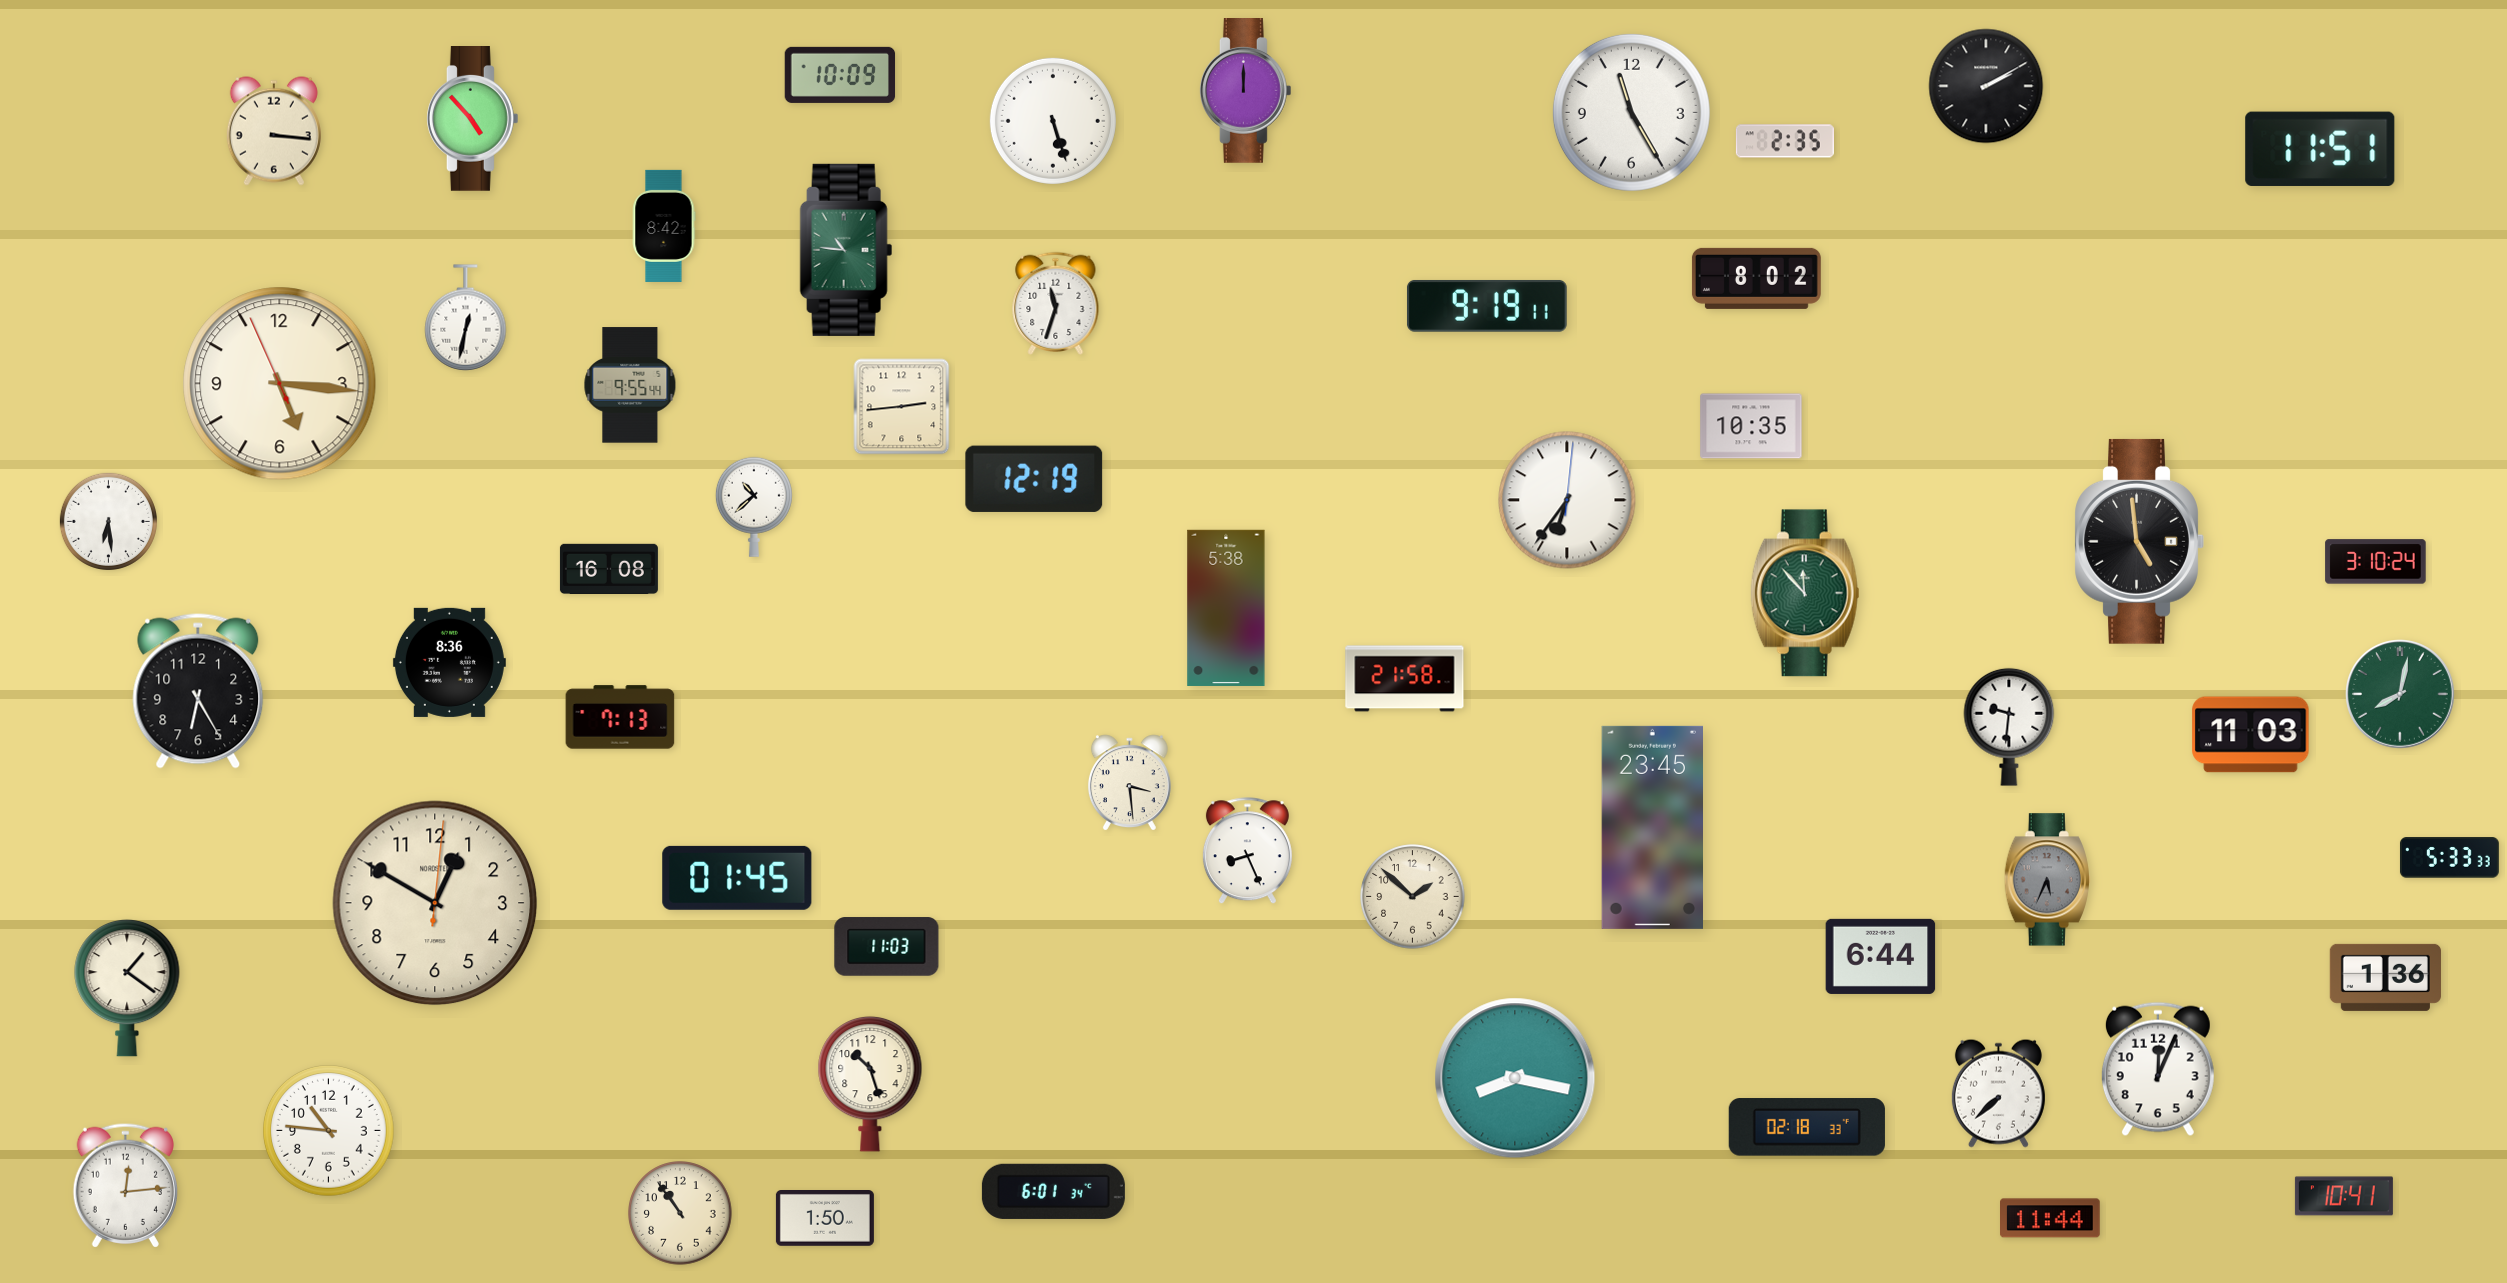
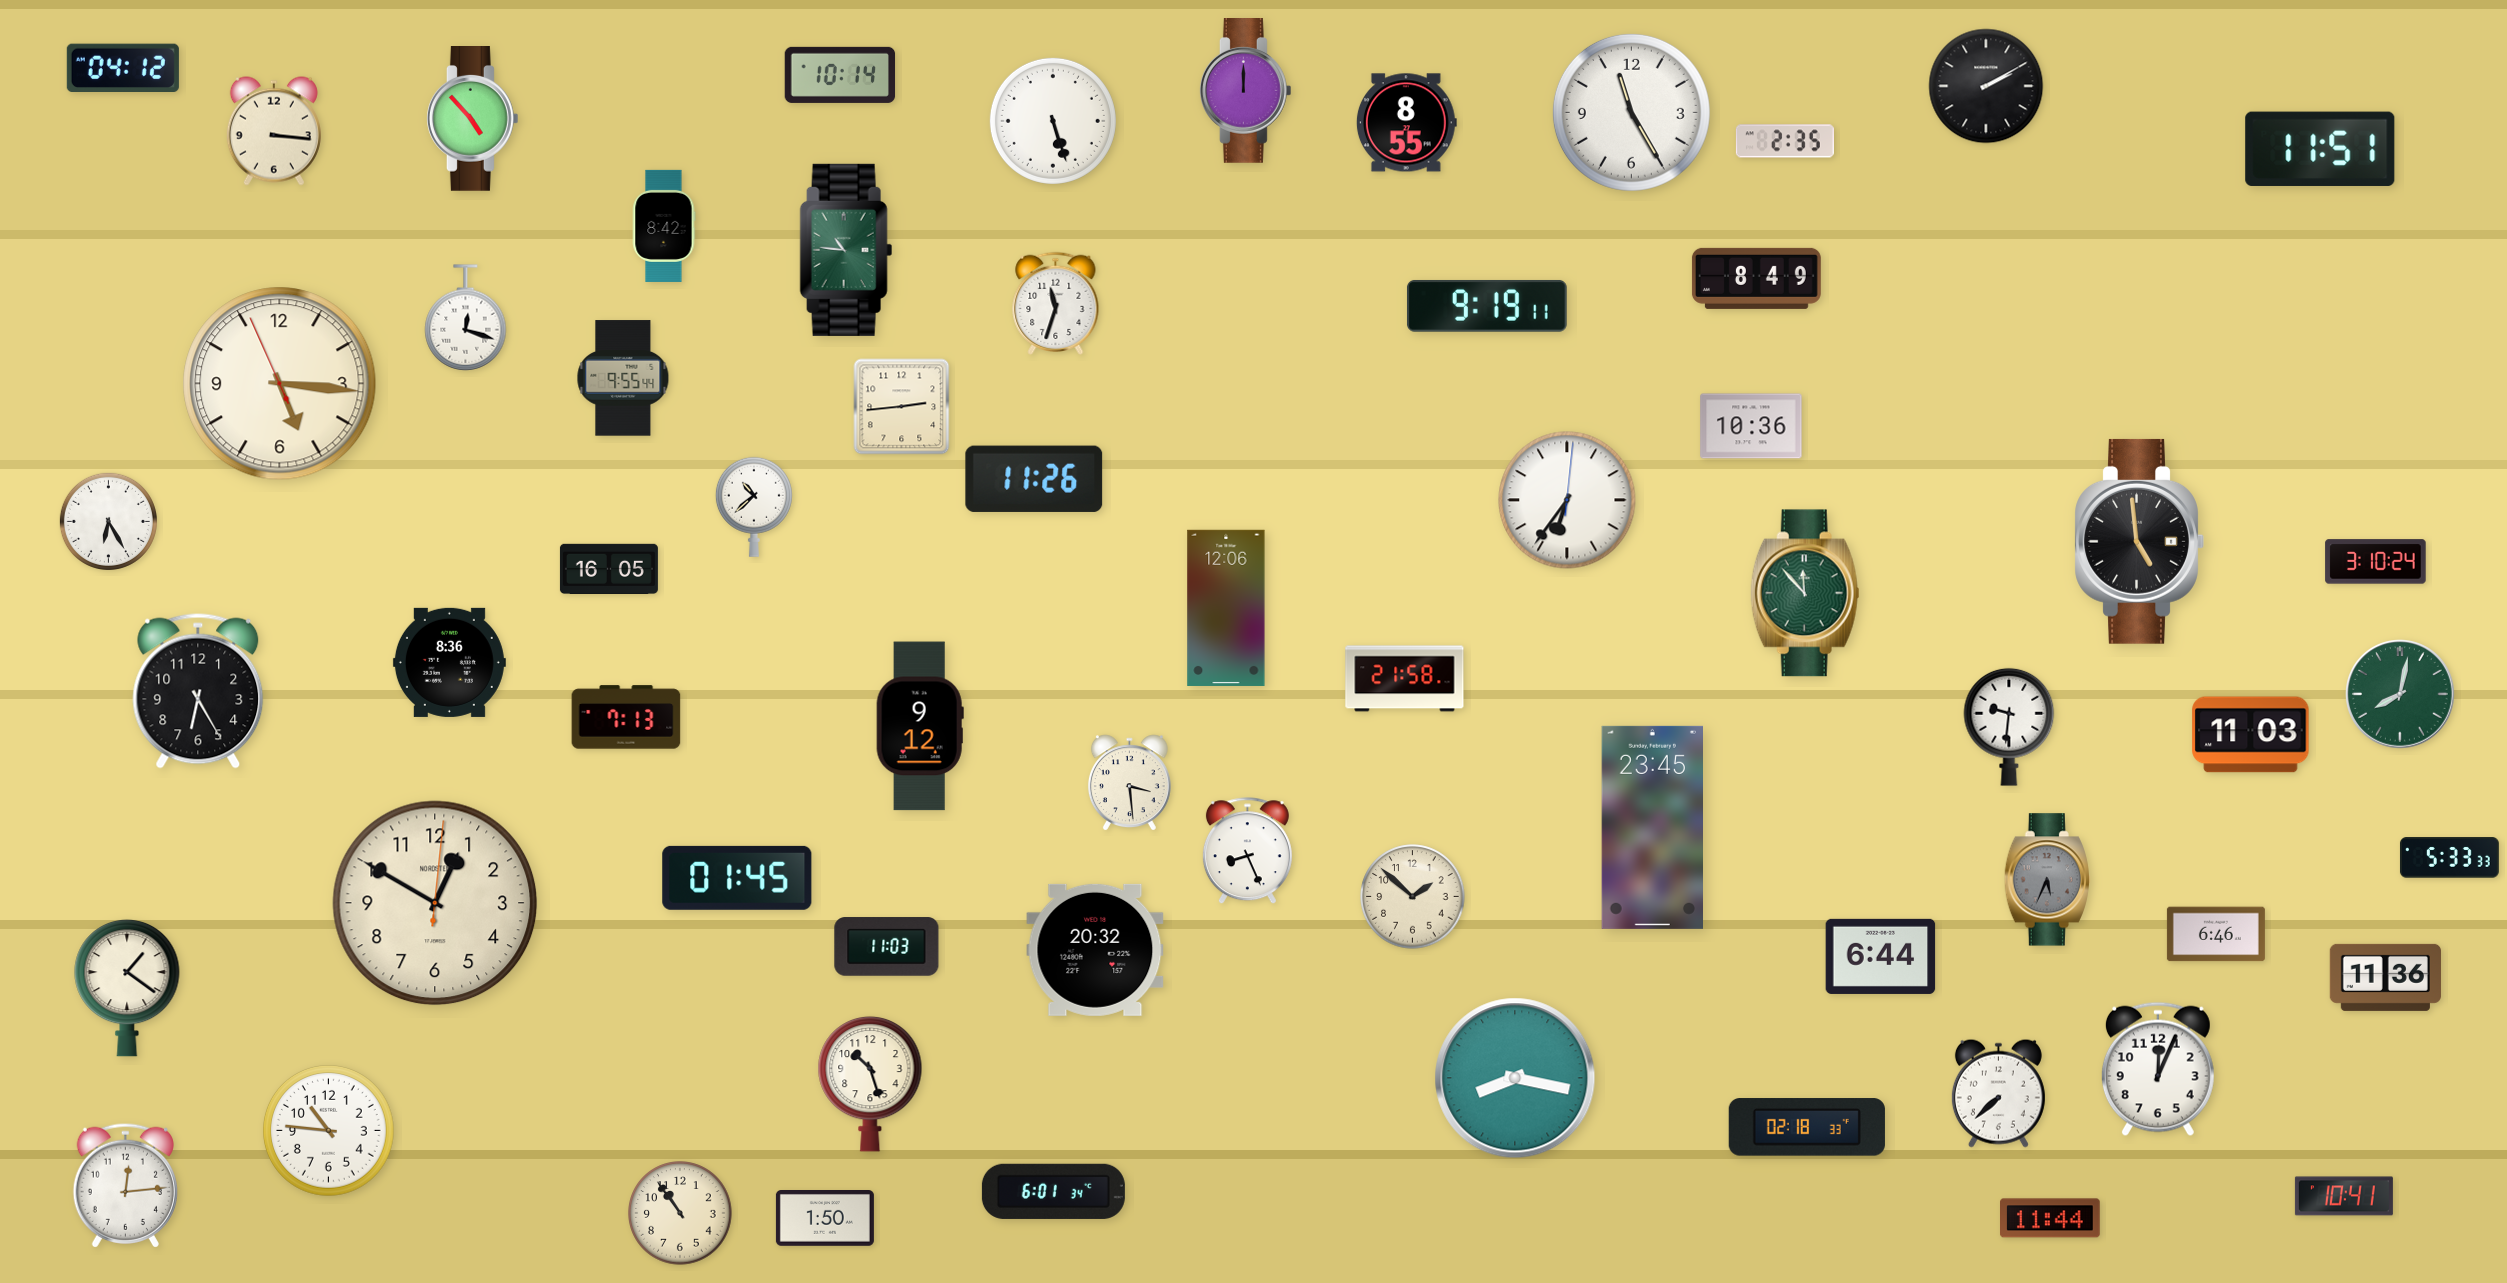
clock at (123, 67): none -> 04:12
clock at (840, 75): 10:09 -> 10:14
clock at (1406, 123): none -> 8:55
clock at (1756, 278): 8:02 -> 8:49
clock at (466, 318): 12:32 -> 12:18
clock at (630, 385) position: (630, 385) -> (623, 378)
clock at (1751, 426): 10:35 -> 10:36
clock at (1034, 479): 12:19 -> 11:26
clock at (108, 521): 6:29 -> 6:25
clock at (609, 568): 16:08 -> 16:05
clock at (1226, 608): 5:38 -> 12:06
clock at (620, 717) position: (620, 717) -> (626, 717)
clock at (920, 726): none -> 9:12
clock at (2216, 934): none -> 6:46
clock at (1095, 950): none -> 20:32
clock at (2385, 977): 1:36 -> 11:36
